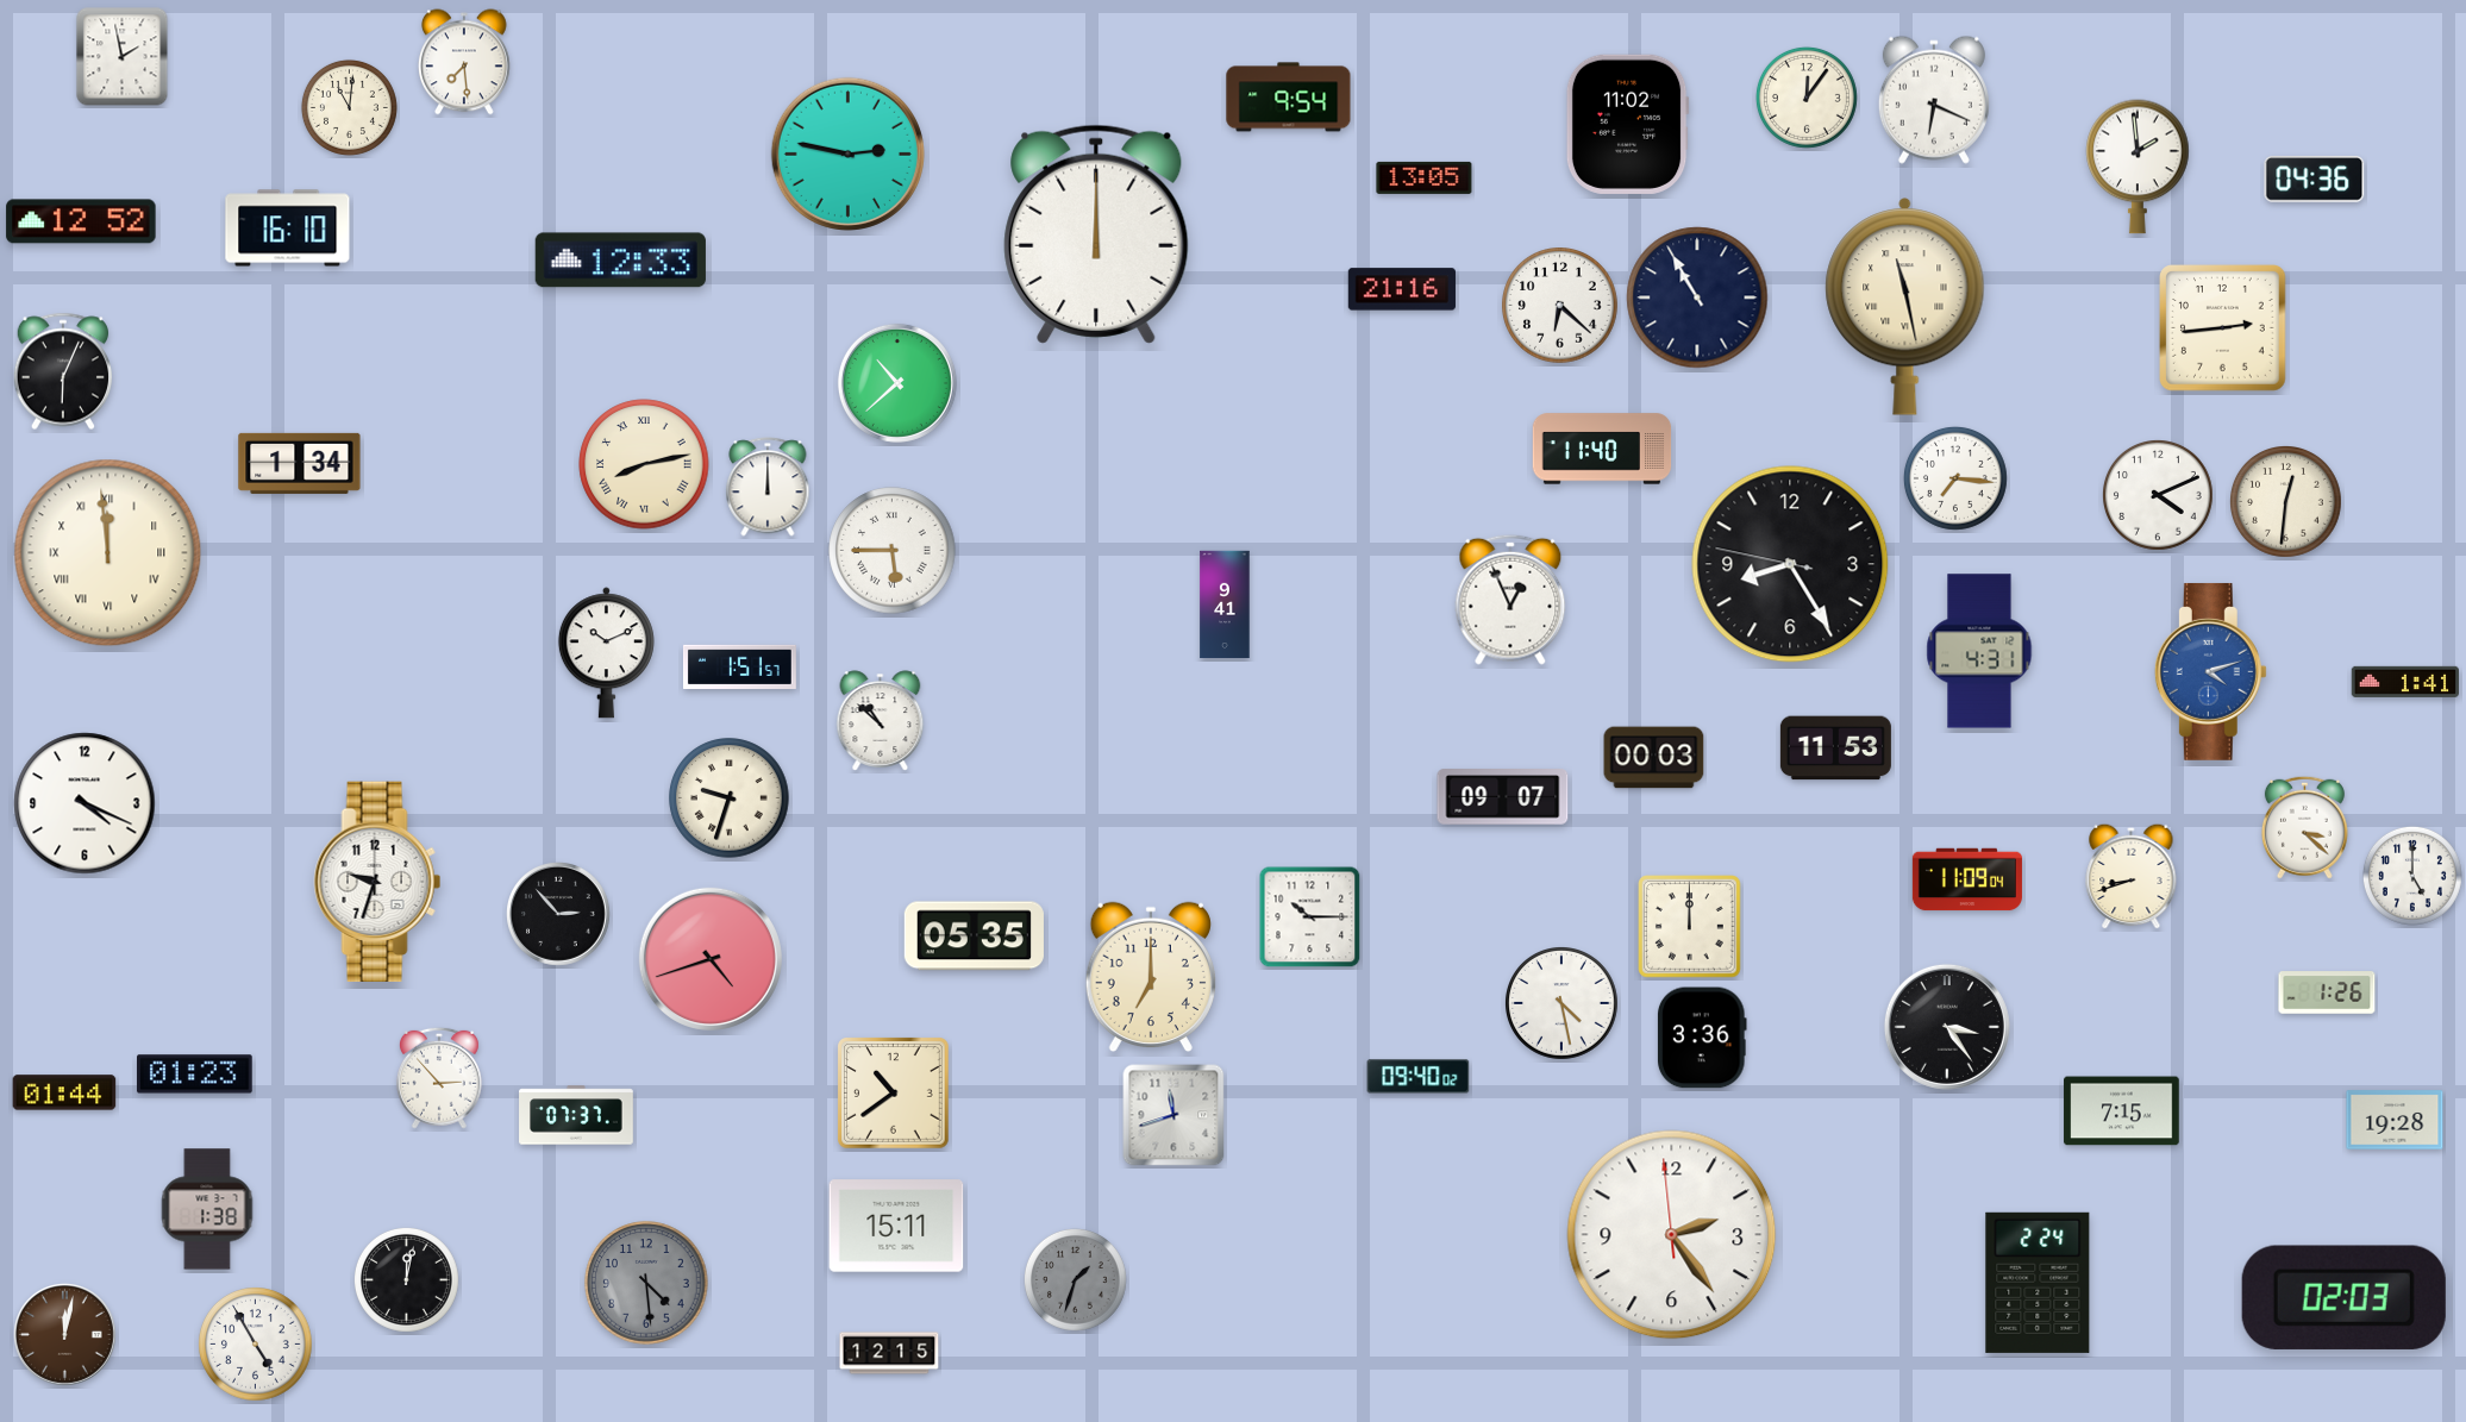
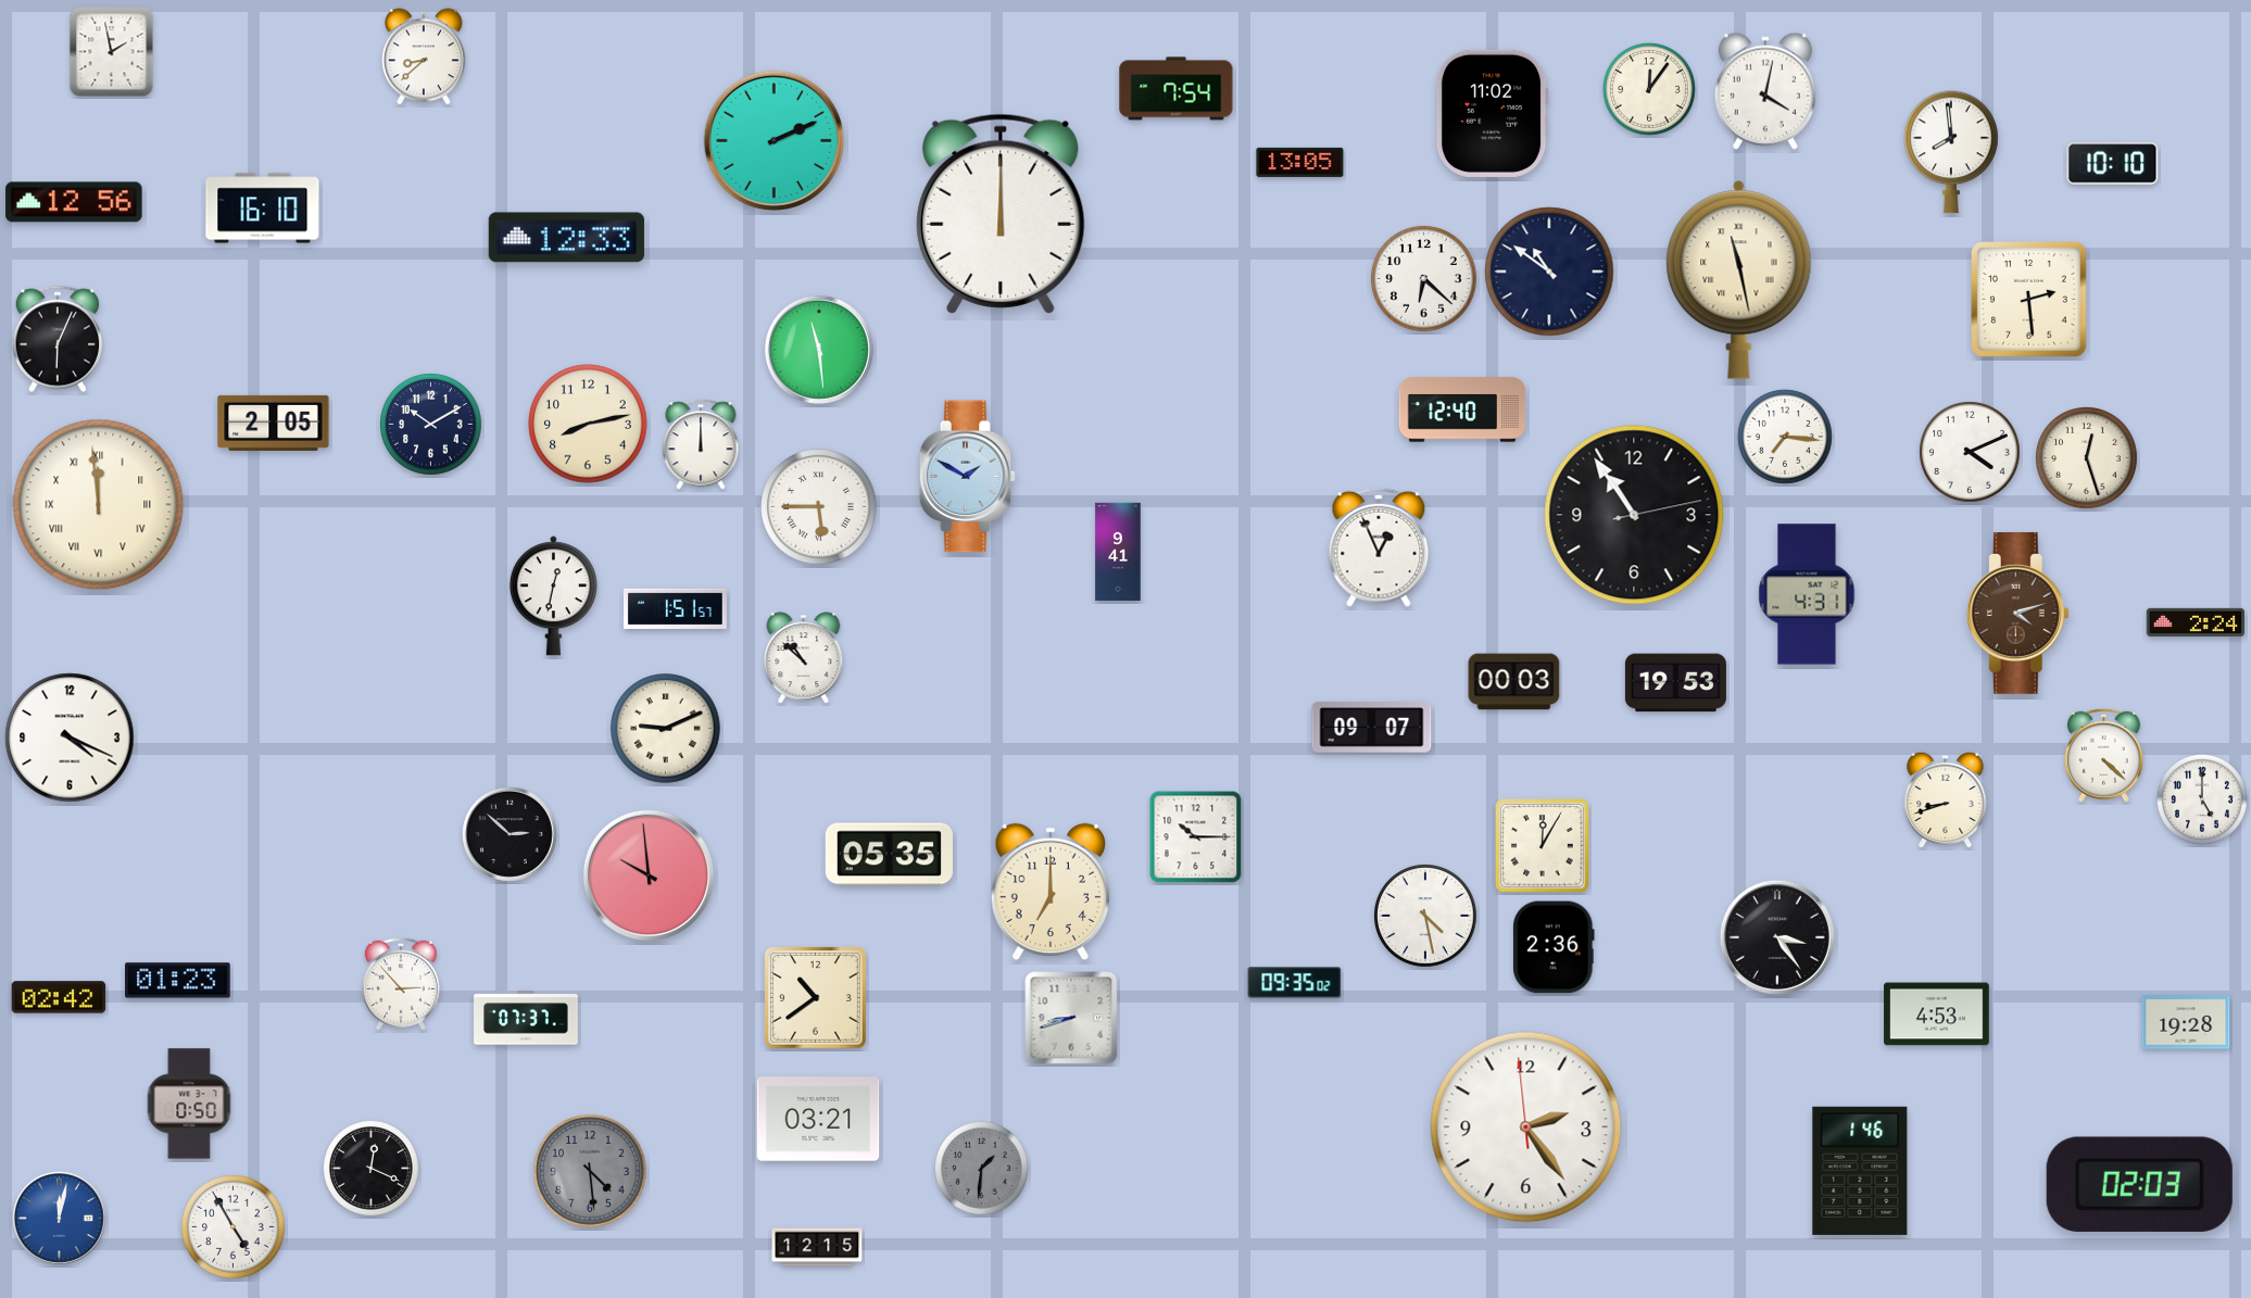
clock at (465, 62): 7:29 -> 8:38
clock at (1289, 98): 9:54 -> 7:54
clock at (1934, 100): 6:19 -> 4:02
clock at (349, 107): 11:01 -> none
clock at (1627, 124) position: (1627, 124) -> (1492, 113)
clock at (847, 154): 2:47 -> 2:11
clock at (2138, 167): 1:59 -> 7:59
clock at (2315, 180): 04:36 -> 10:10
clock at (81, 221): 12:52 -> 12:56
clock at (1402, 289): 21:16 -> none
clock at (1697, 297): 10:55 -> 10:51
clock at (2223, 328): 2:44 -> 2:29
clock at (897, 383): 10:38 -> 11:29
clock at (1602, 449): 11:40 -> 12:40
clock at (300, 463): 1:34 -> 2:05
clock at (644, 464) numerals: Roman -> Arabic
clock at (431, 425): none -> 10:10
clock at (2286, 502): 12:31 -> 12:27
clock at (968, 477): none -> 1:50
clock at (893, 551) position: (893, 551) -> (819, 507)
clock at (1790, 564): 8:24 -> 10:54
clock at (606, 653): 10:11 -> 12:32
clock at (2210, 671) dial: blue -> brown
clock at (2404, 682): 1:41 -> 2:24
clock at (1835, 748): 11:53 -> 19:53
clock at (1654, 758) position: (1654, 758) -> (1514, 682)
clock at (730, 798): 9:33 -> 9:11
clock at (85, 803) position: (85, 803) -> (70, 738)
clock at (2304, 827): 3:22 -> 4:22
clock at (1967, 879): 11:09 -> none
clock at (377, 881): 9:33 -> none
clock at (559, 915): 2:53 -> 2:52
clock at (1690, 927): 12:00 -> 12:05
clock at (711, 959): 4:42 -> 9:59
clock at (2327, 992): 1:26 -> none
clock at (1703, 1038): 3:36 -> 2:36
clock at (1419, 1077): 09:40 -> 09:35
clock at (64, 1092): 01:44 -> 02:42
clock at (2122, 1111): 7:15 -> 4:53
clock at (1173, 1115): 11:42 -> 8:42
clock at (207, 1209): 1:38 -> 0:50
clock at (896, 1226): 15:11 -> 03:21
clock at (406, 1279): 12:02 -> 12:19
clock at (1075, 1279): 1:33 -> 1:31
clock at (2038, 1283): 2:24 -> 1:46
clock at (65, 1335) dial: brown -> blue
clock at (889, 1353) position: (889, 1353) -> (817, 1247)
